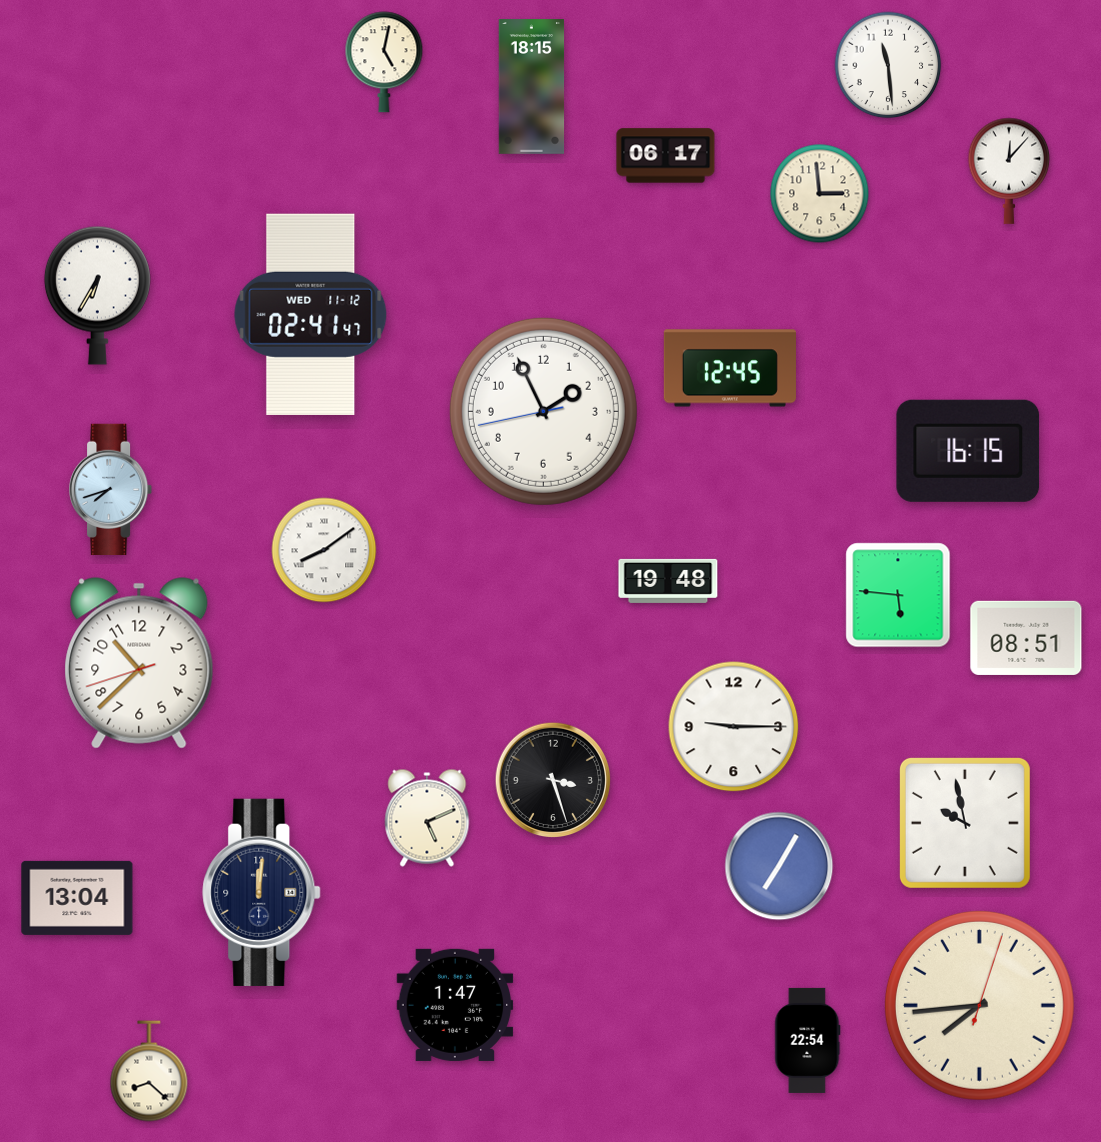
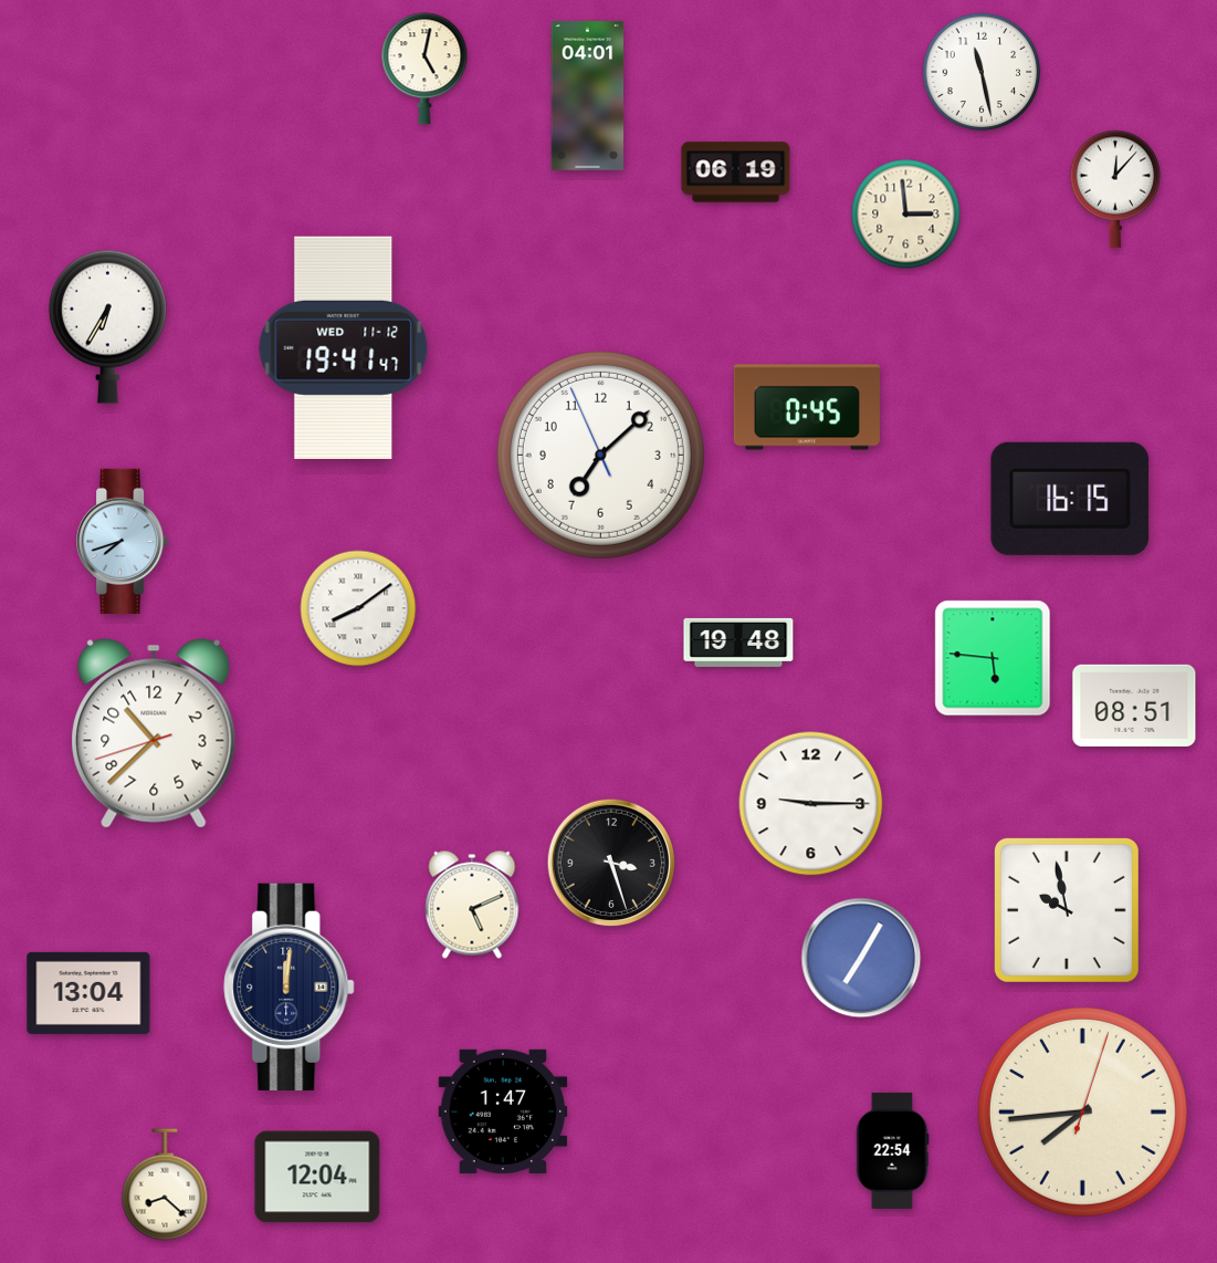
clock at (888, 65): 11:29 -> 11:28
clock at (532, 87): 18:15 -> 04:01
clock at (666, 156): 06:17 -> 06:19
clock at (311, 314): 02:41 -> 19:41
clock at (730, 368): 12:45 -> 0:45
clock at (543, 411): 1:55 -> 7:07
clock at (77, 898) position: (77, 898) -> (88, 993)
clock at (317, 1177): none -> 12:04
